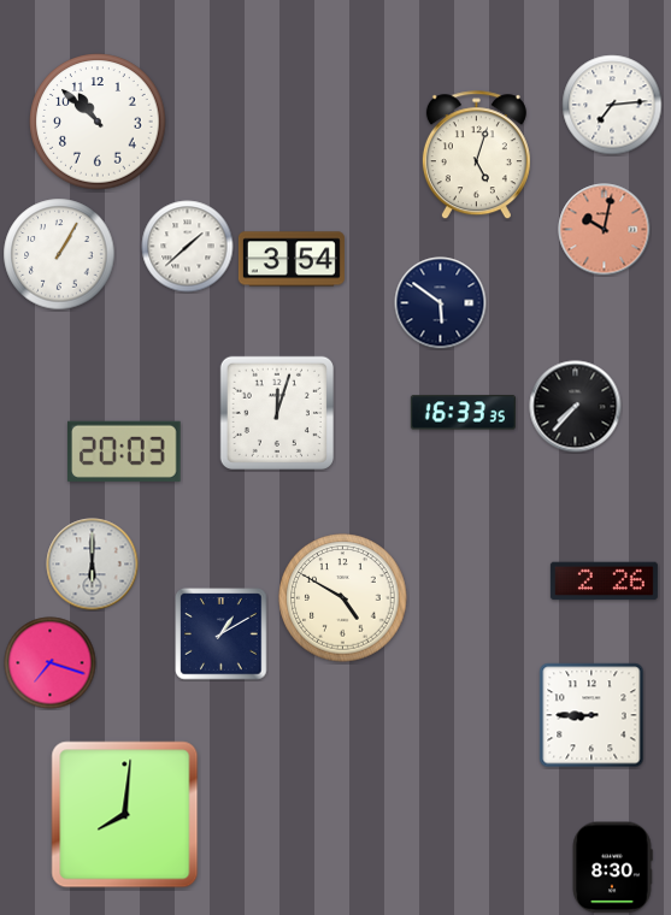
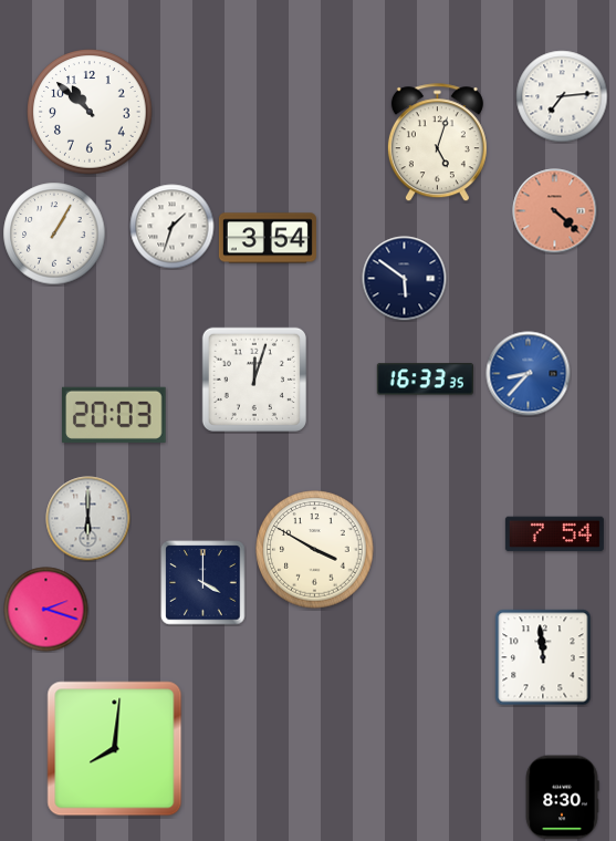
clock at (605, 230): 10:02 -> 4:22
clock at (188, 247): 1:38 -> 1:33
clock at (576, 407): 7:37 -> 8:37
clock at (576, 407) dial: black -> blue
clock at (93, 565) position: (93, 565) -> (88, 519)
clock at (604, 582): 2:26 -> 7:54
clock at (343, 598): 4:50 -> 3:50
clock at (222, 634): 1:10 -> 4:00
clock at (51, 663): 7:18 -> 2:18
clock at (591, 715): 8:45 -> 11:59
